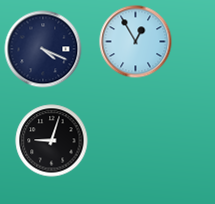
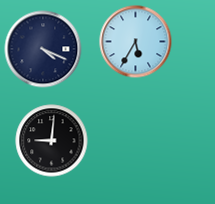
clock at (136, 42): 12:55 -> 5:35
clock at (52, 141): 9:03 -> 9:01
